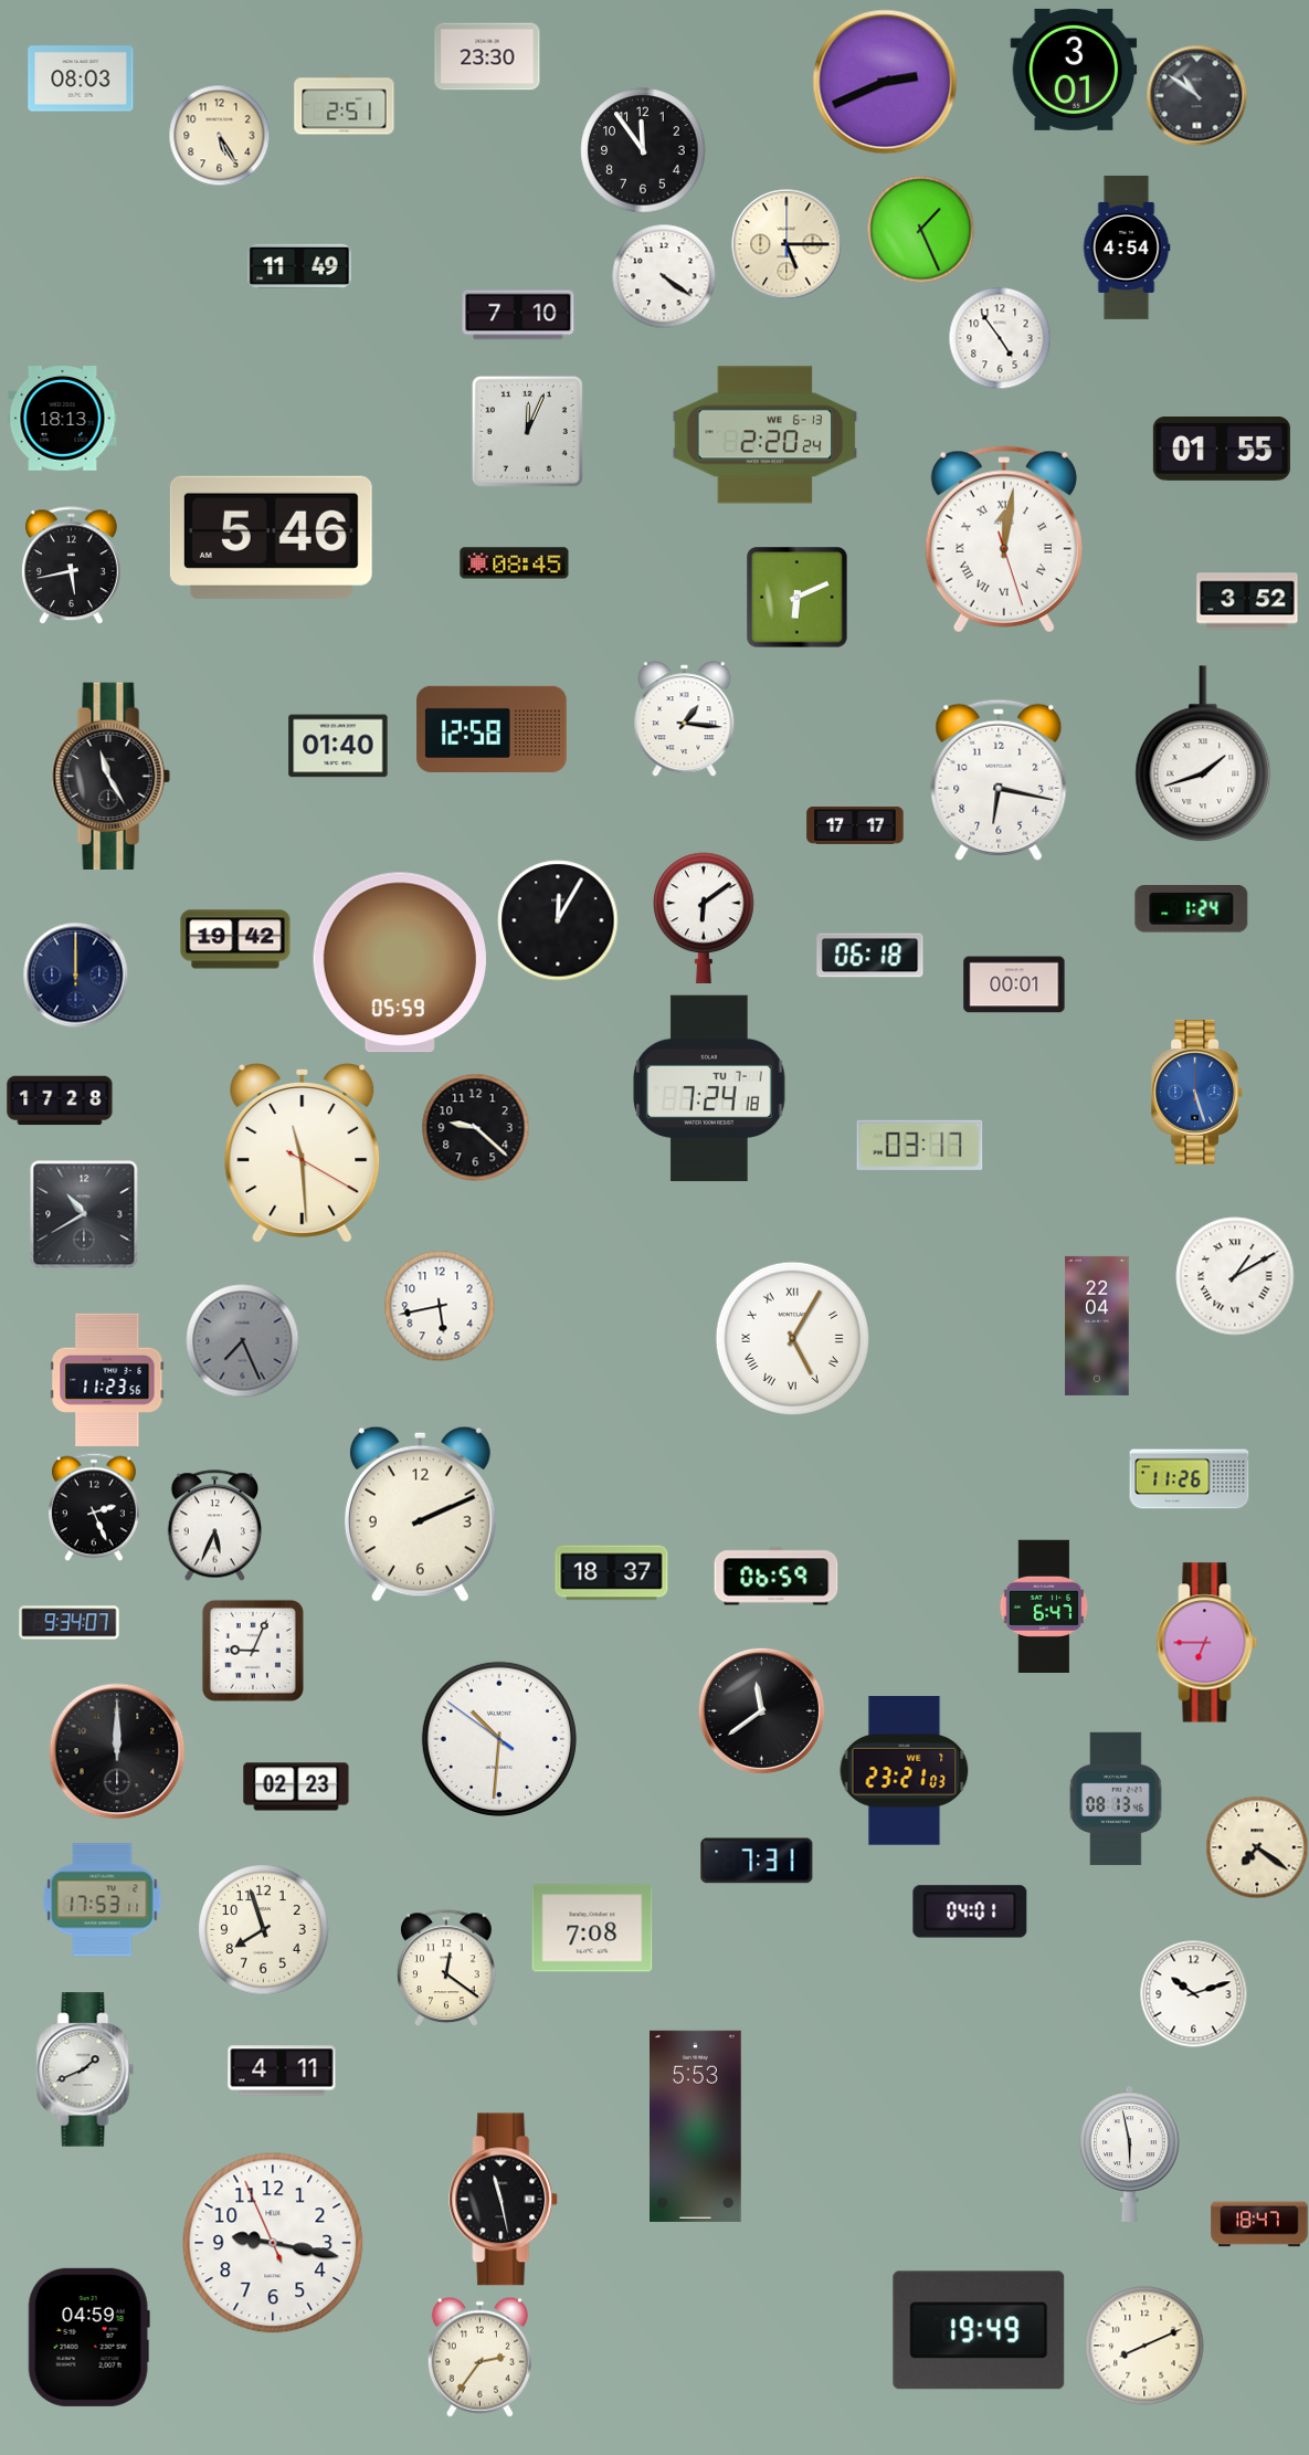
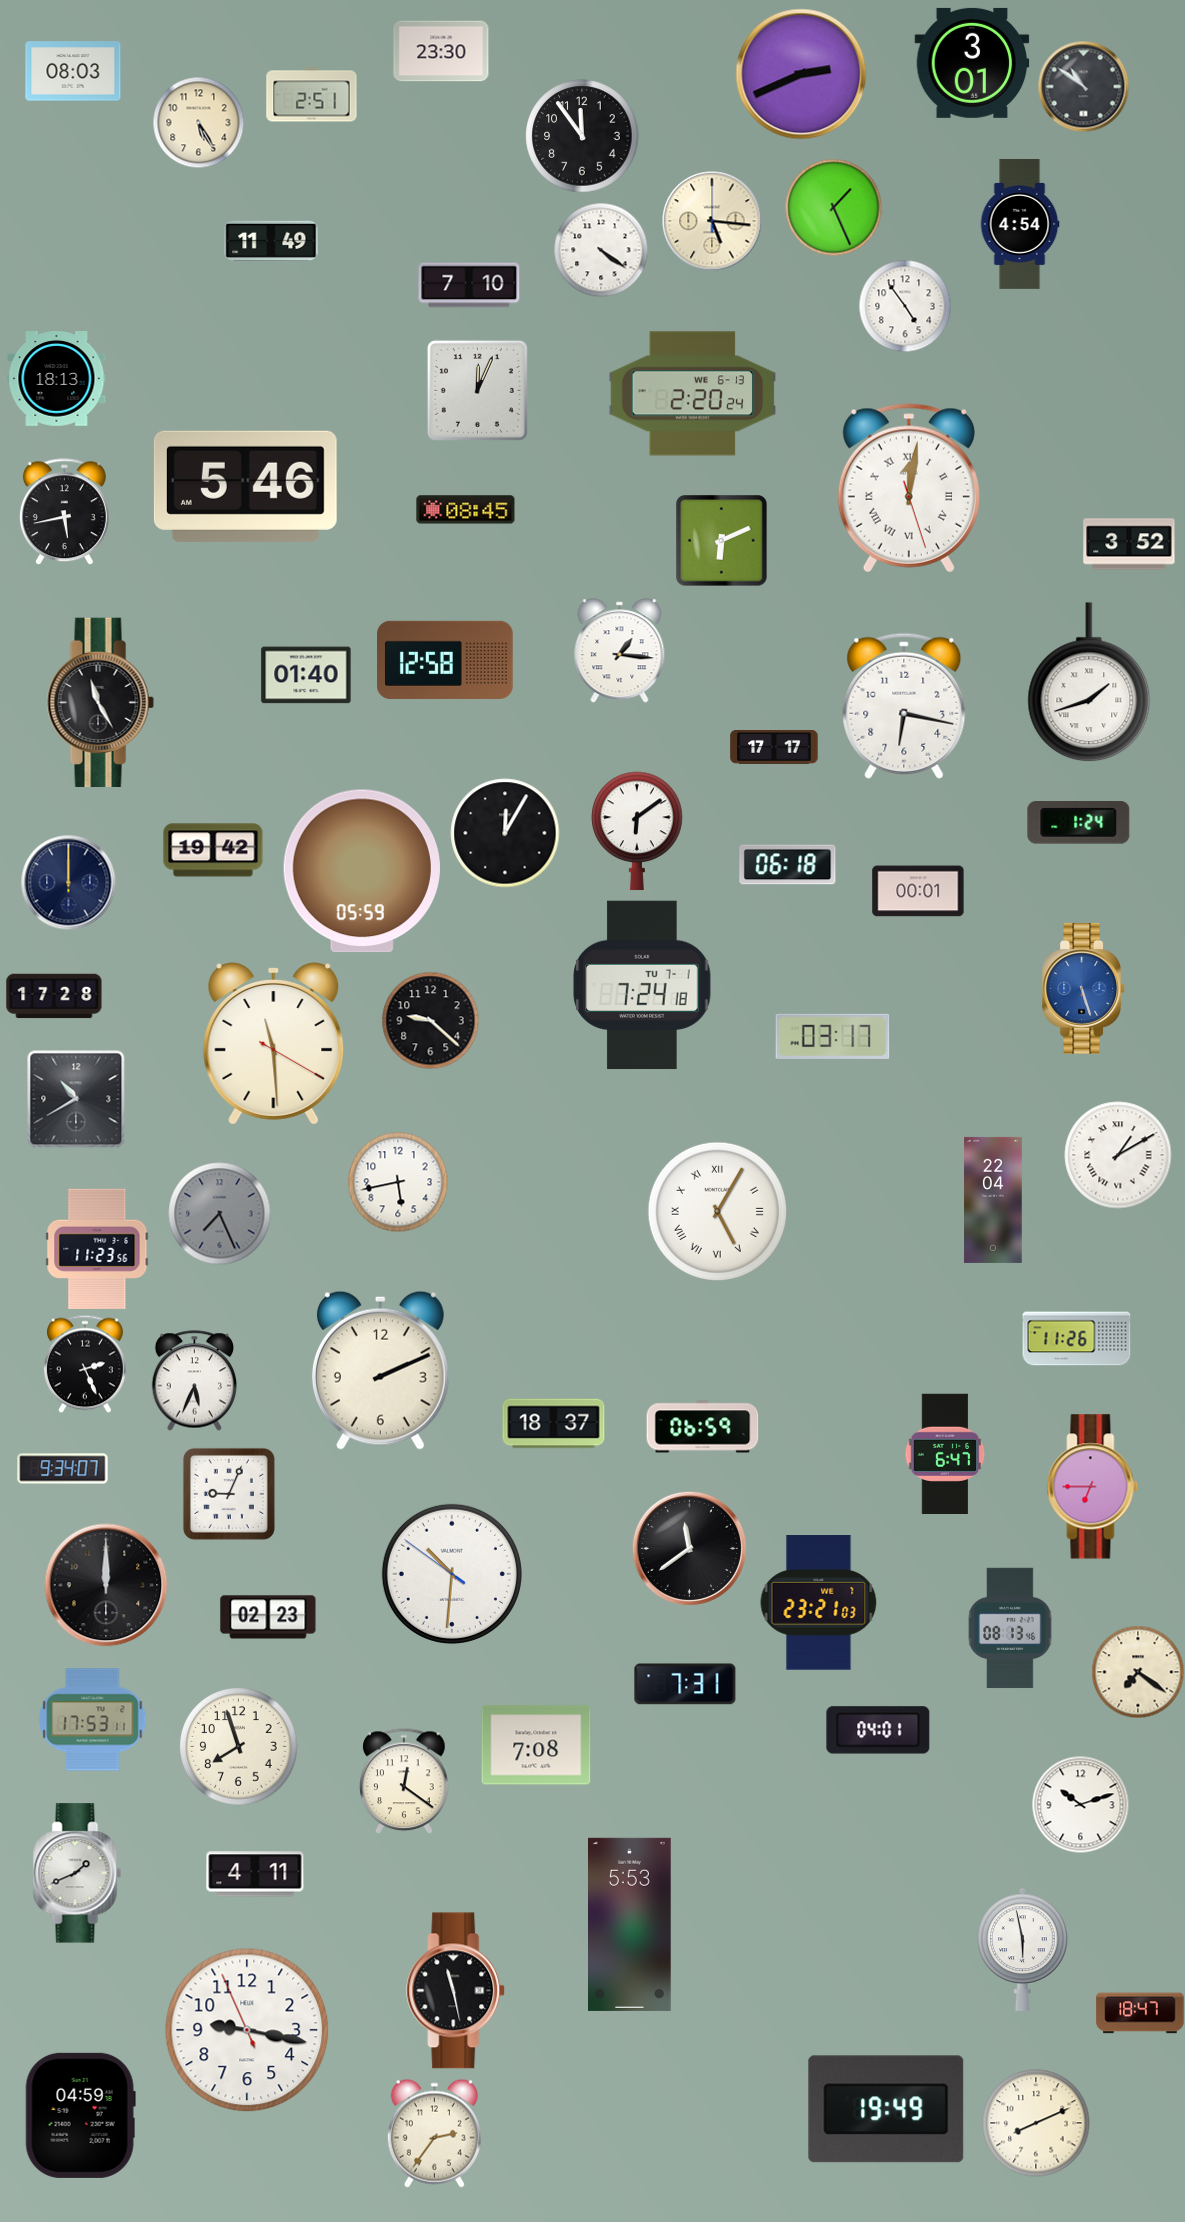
clock at (787, 244): 5:15 -> 5:16
clock at (1222, 449): 01:55 -> none
